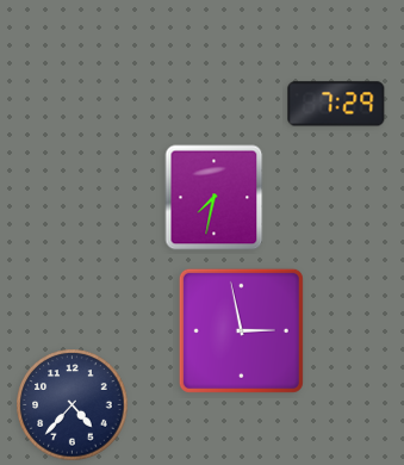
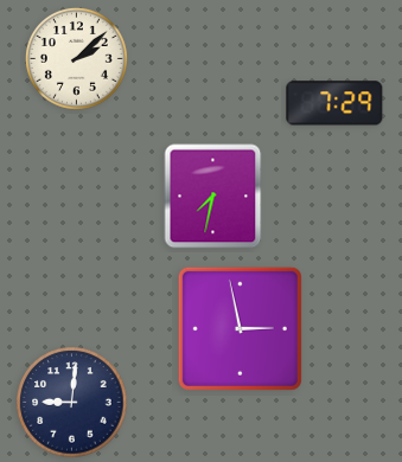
clock at (76, 58): none -> 2:08
clock at (73, 405): 4:37 -> 9:01
